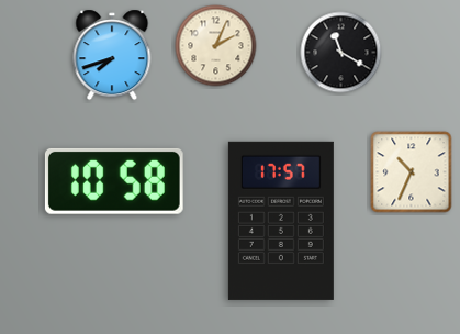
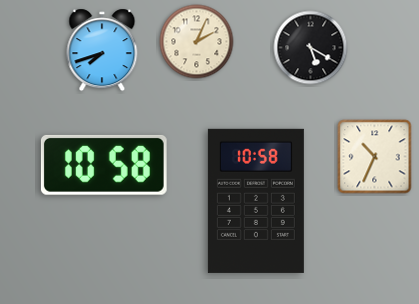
clock at (341, 53): 11:20 -> 5:20
clock at (281, 221): 17:57 -> 10:58
